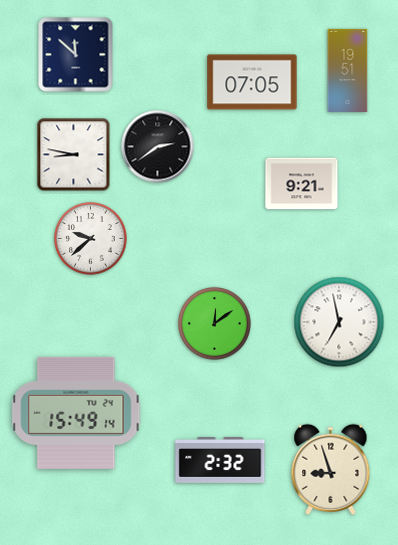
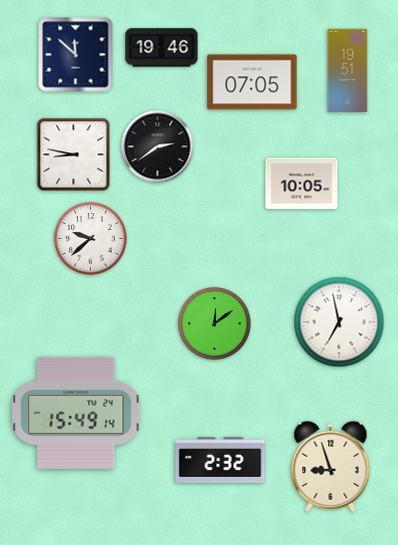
clock at (162, 48): none -> 19:46
clock at (302, 184): 9:21 -> 10:05
clock at (331, 469) position: (331, 469) -> (331, 466)
